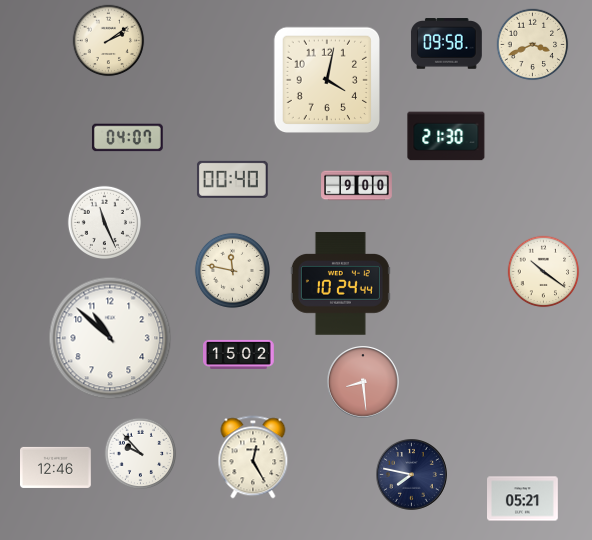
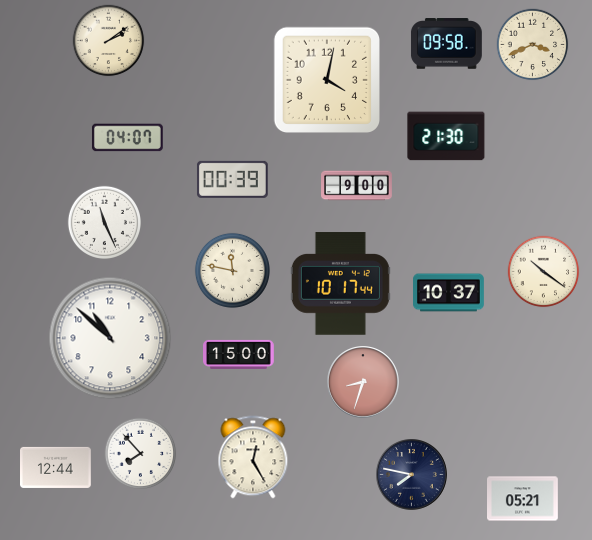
clock at (232, 179): 00:40 -> 00:39
clock at (340, 284): 10:24 -> 10:17
clock at (449, 293): none -> 10:37
clock at (239, 354): 15:02 -> 15:00
clock at (364, 383): 8:29 -> 8:33
clock at (141, 454): 9:53 -> 7:53
clock at (56, 467): 12:46 -> 12:44
